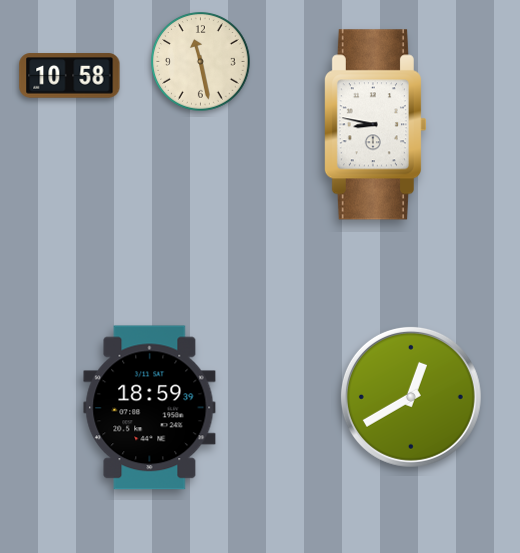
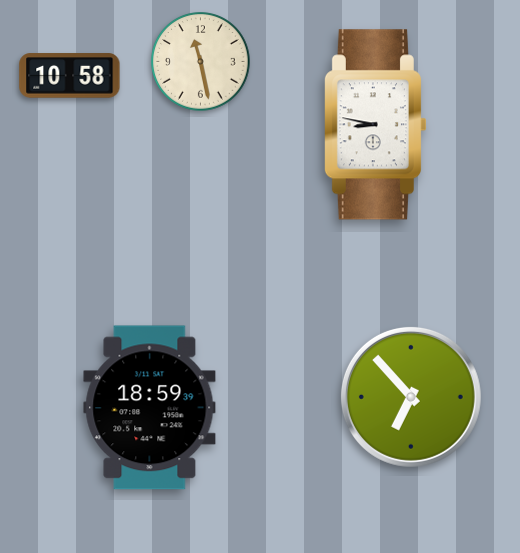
clock at (411, 397): 12:40 -> 6:53
